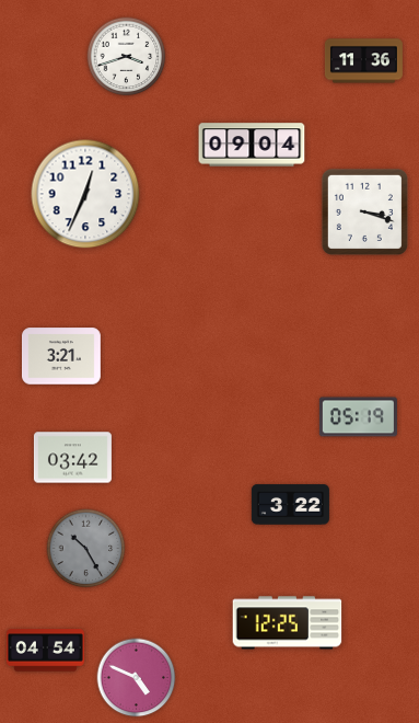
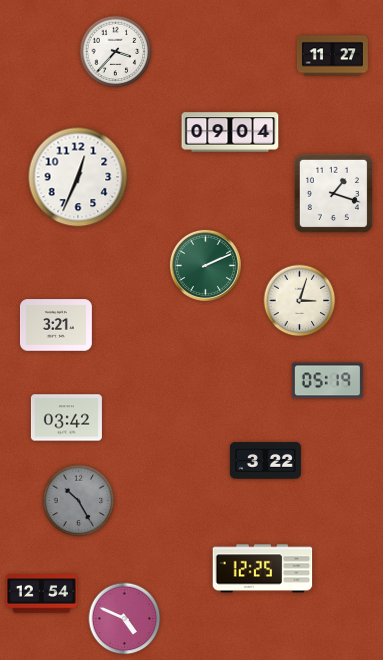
clock at (127, 57): 3:42 -> 3:37
clock at (363, 61): 11:36 -> 11:27
clock at (364, 211): 3:18 -> 1:18
clock at (205, 265): none -> 2:11
clock at (300, 301): none -> 3:03
clock at (45, 651): 04:54 -> 12:54
